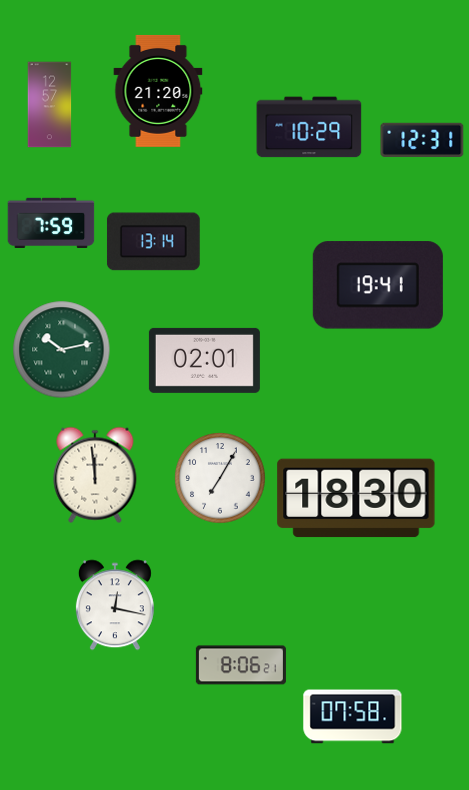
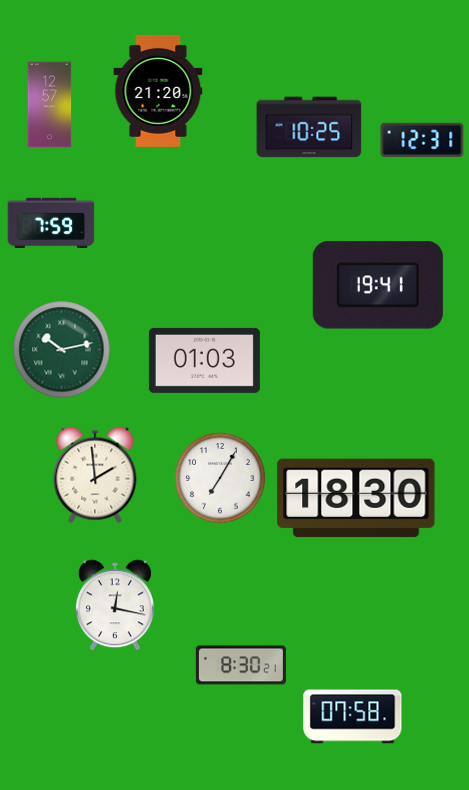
clock at (309, 127): 10:29 -> 10:25
clock at (153, 242): 13:14 -> none
clock at (204, 360): 02:01 -> 01:03
clock at (95, 475): 11:59 -> 1:59
clock at (241, 665): 8:06 -> 8:30
